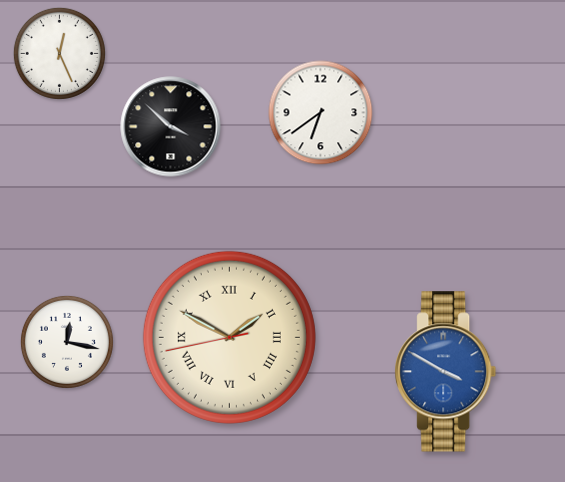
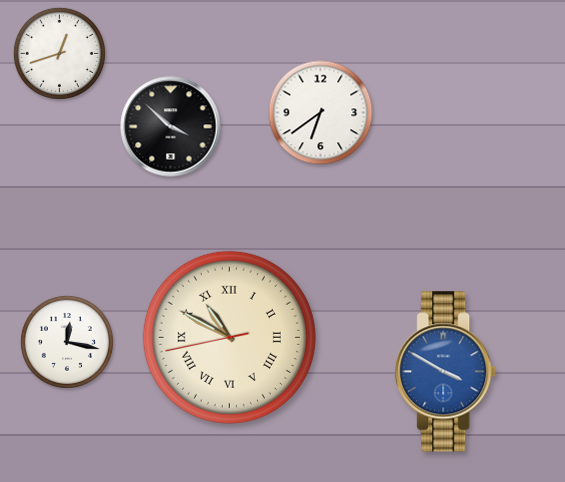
clock at (59, 53): 12:26 -> 12:42
clock at (229, 337): 1:49 -> 10:49
